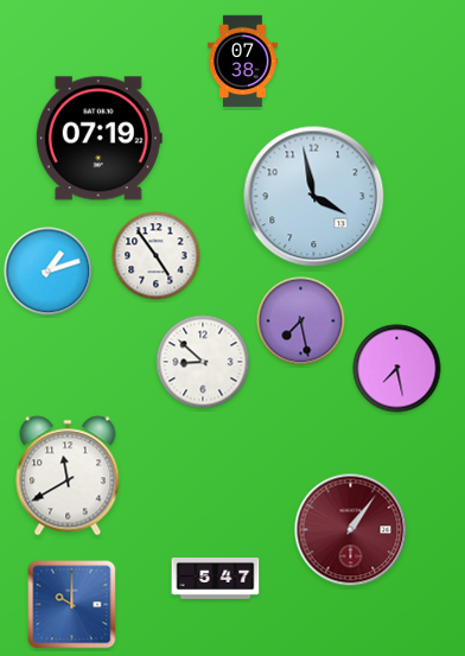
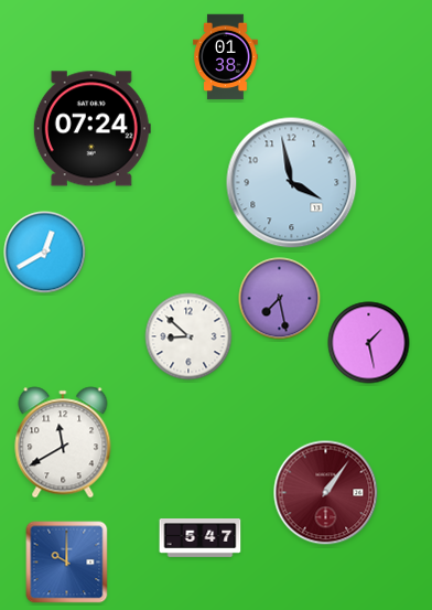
clock at (243, 62): 07:38 -> 01:38
clock at (98, 139): 07:19 -> 07:24
clock at (157, 256): 4:54 -> none
clock at (49, 272): 1:12 -> 12:40
clock at (397, 369): 7:28 -> 1:28
